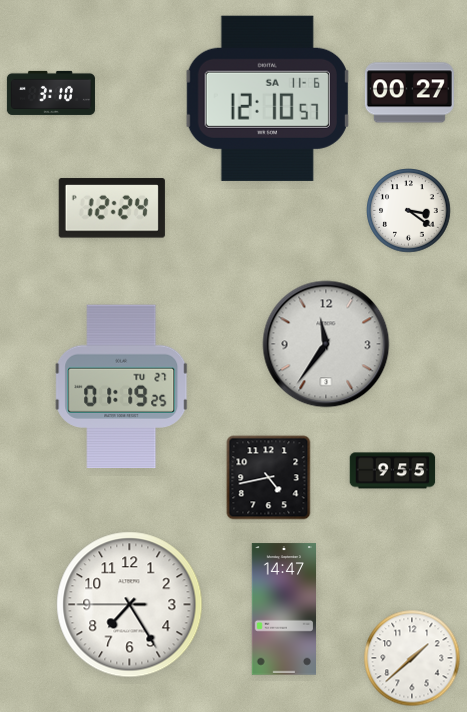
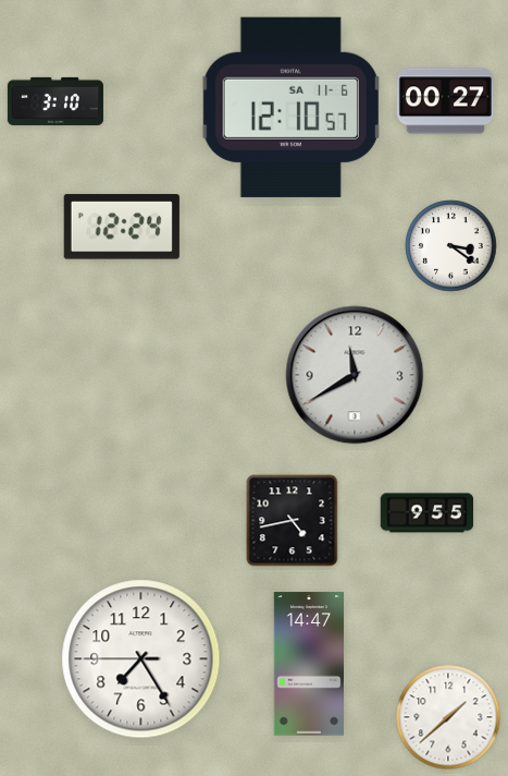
clock at (409, 211) position: (409, 211) -> (451, 246)
clock at (326, 344): 11:36 -> 11:40
clock at (122, 387): 01:19 -> none
